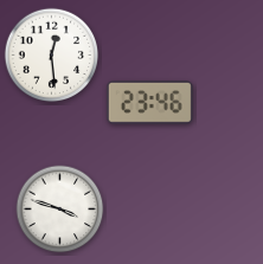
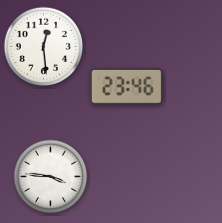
clock at (60, 210): 3:48 -> 3:46
